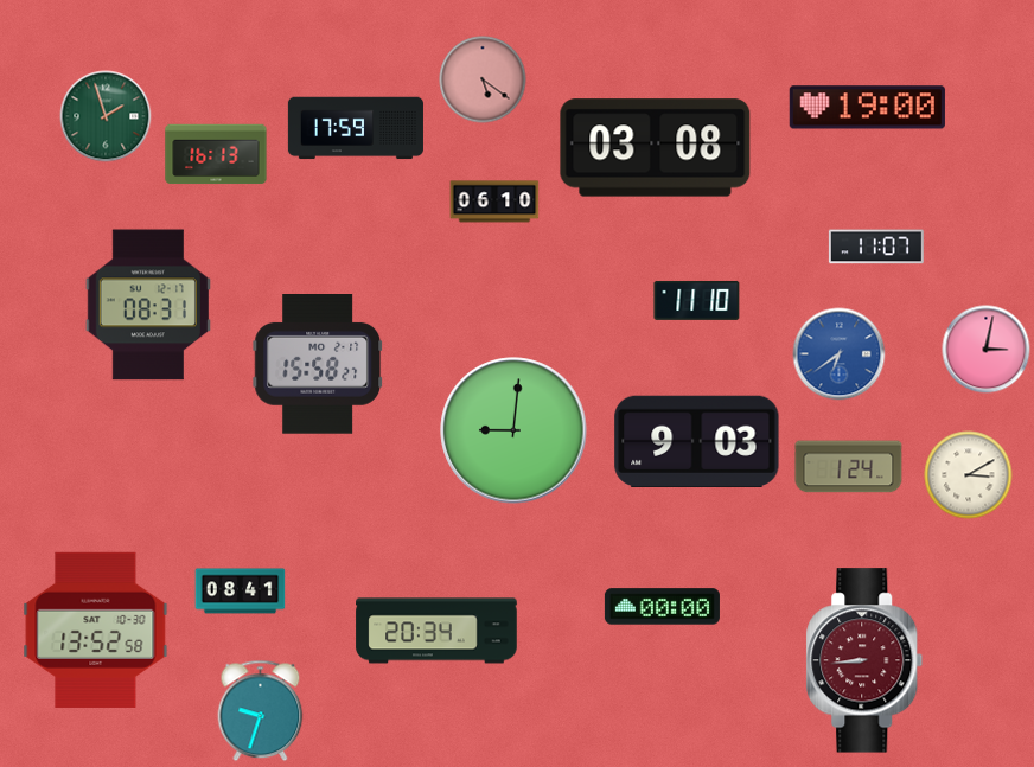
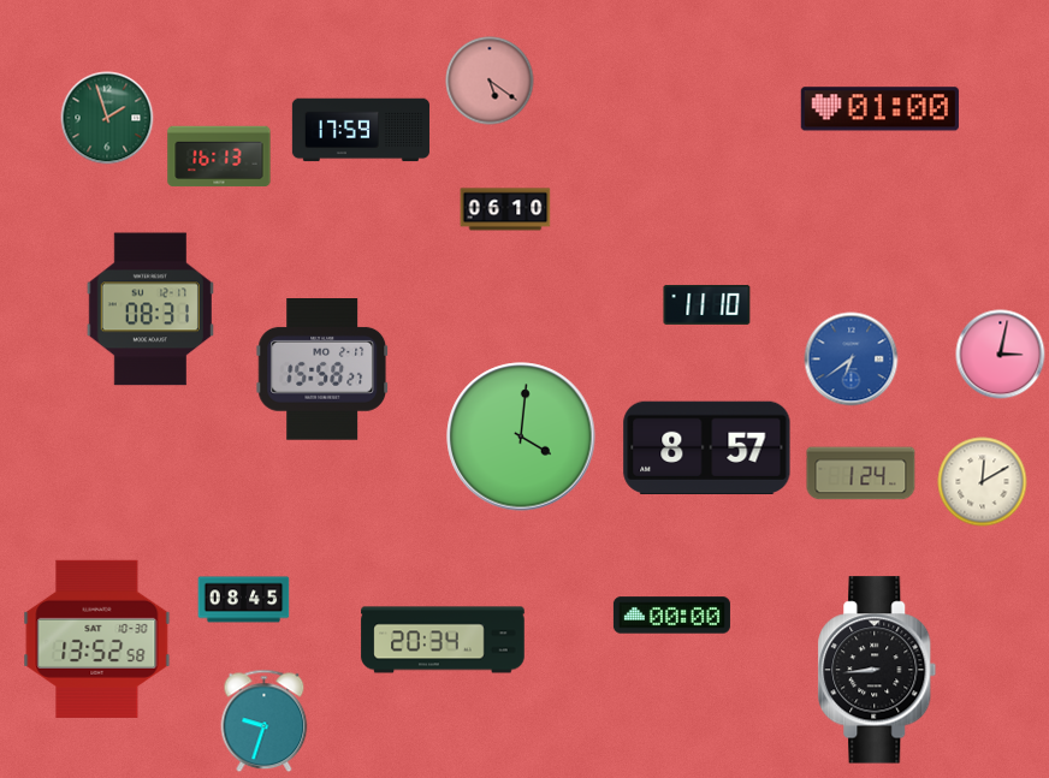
clock at (867, 108): 19:00 -> 01:00
clock at (656, 148): 03:08 -> none
clock at (494, 202) position: (494, 202) -> (505, 209)
clock at (876, 247): 11:07 -> none
clock at (513, 430): 9:01 -> 4:01
clock at (697, 441): 9:03 -> 8:57
clock at (969, 475): 3:10 -> 12:10
clock at (241, 592): 08:41 -> 08:45
clock at (864, 660) dial: burgundy -> black
